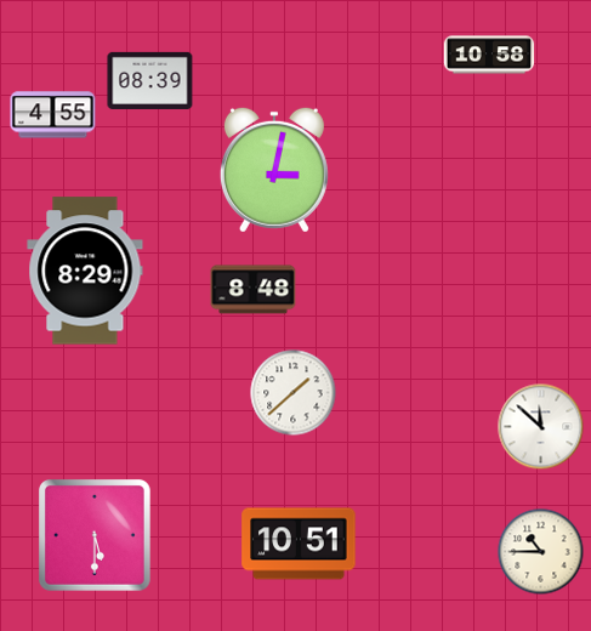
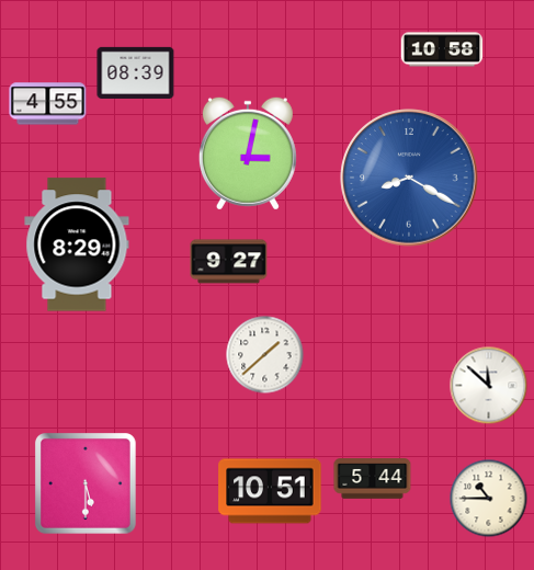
clock at (409, 178): none -> 8:20
clock at (254, 290): 8:48 -> 9:27
clock at (373, 479): none -> 5:44
